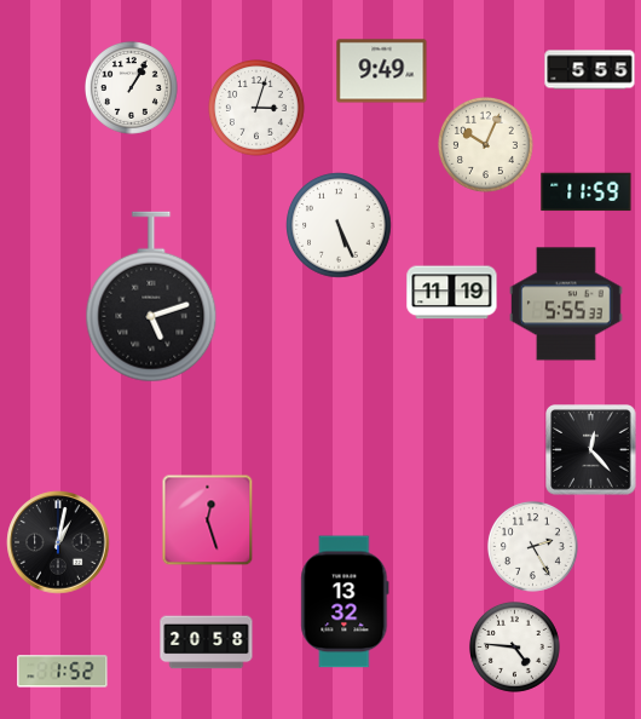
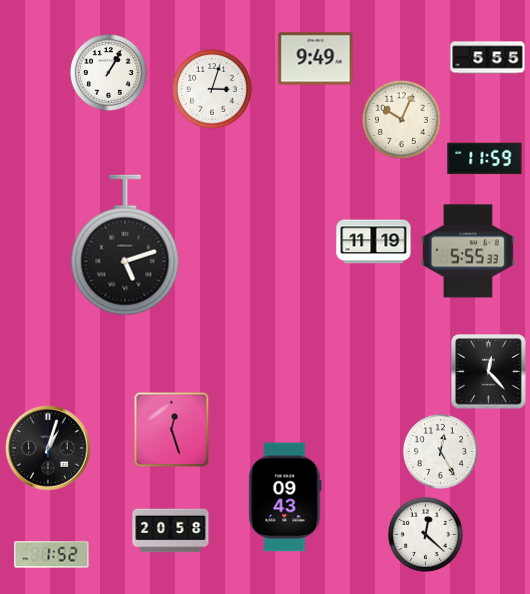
clock at (339, 225): 5:26 -> none
clock at (58, 542): 1:02 -> 1:03
clock at (532, 546): 2:25 -> 12:25
clock at (345, 602): 13:32 -> 09:43
clock at (514, 646): 4:46 -> 12:22
